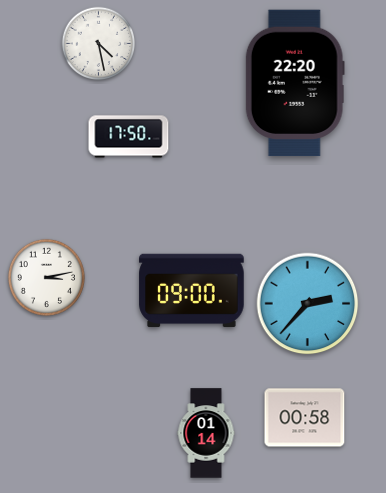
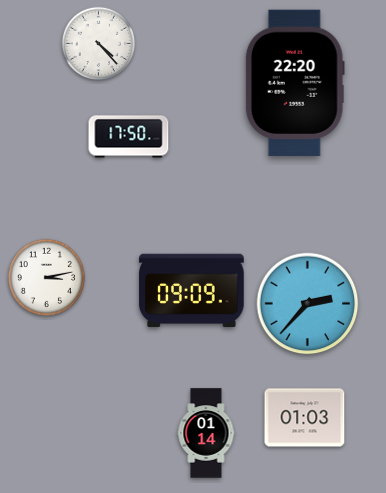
clock at (99, 44): 4:28 -> 4:23
clock at (192, 291): 09:00 -> 09:09
clock at (305, 418): 00:58 -> 01:03
